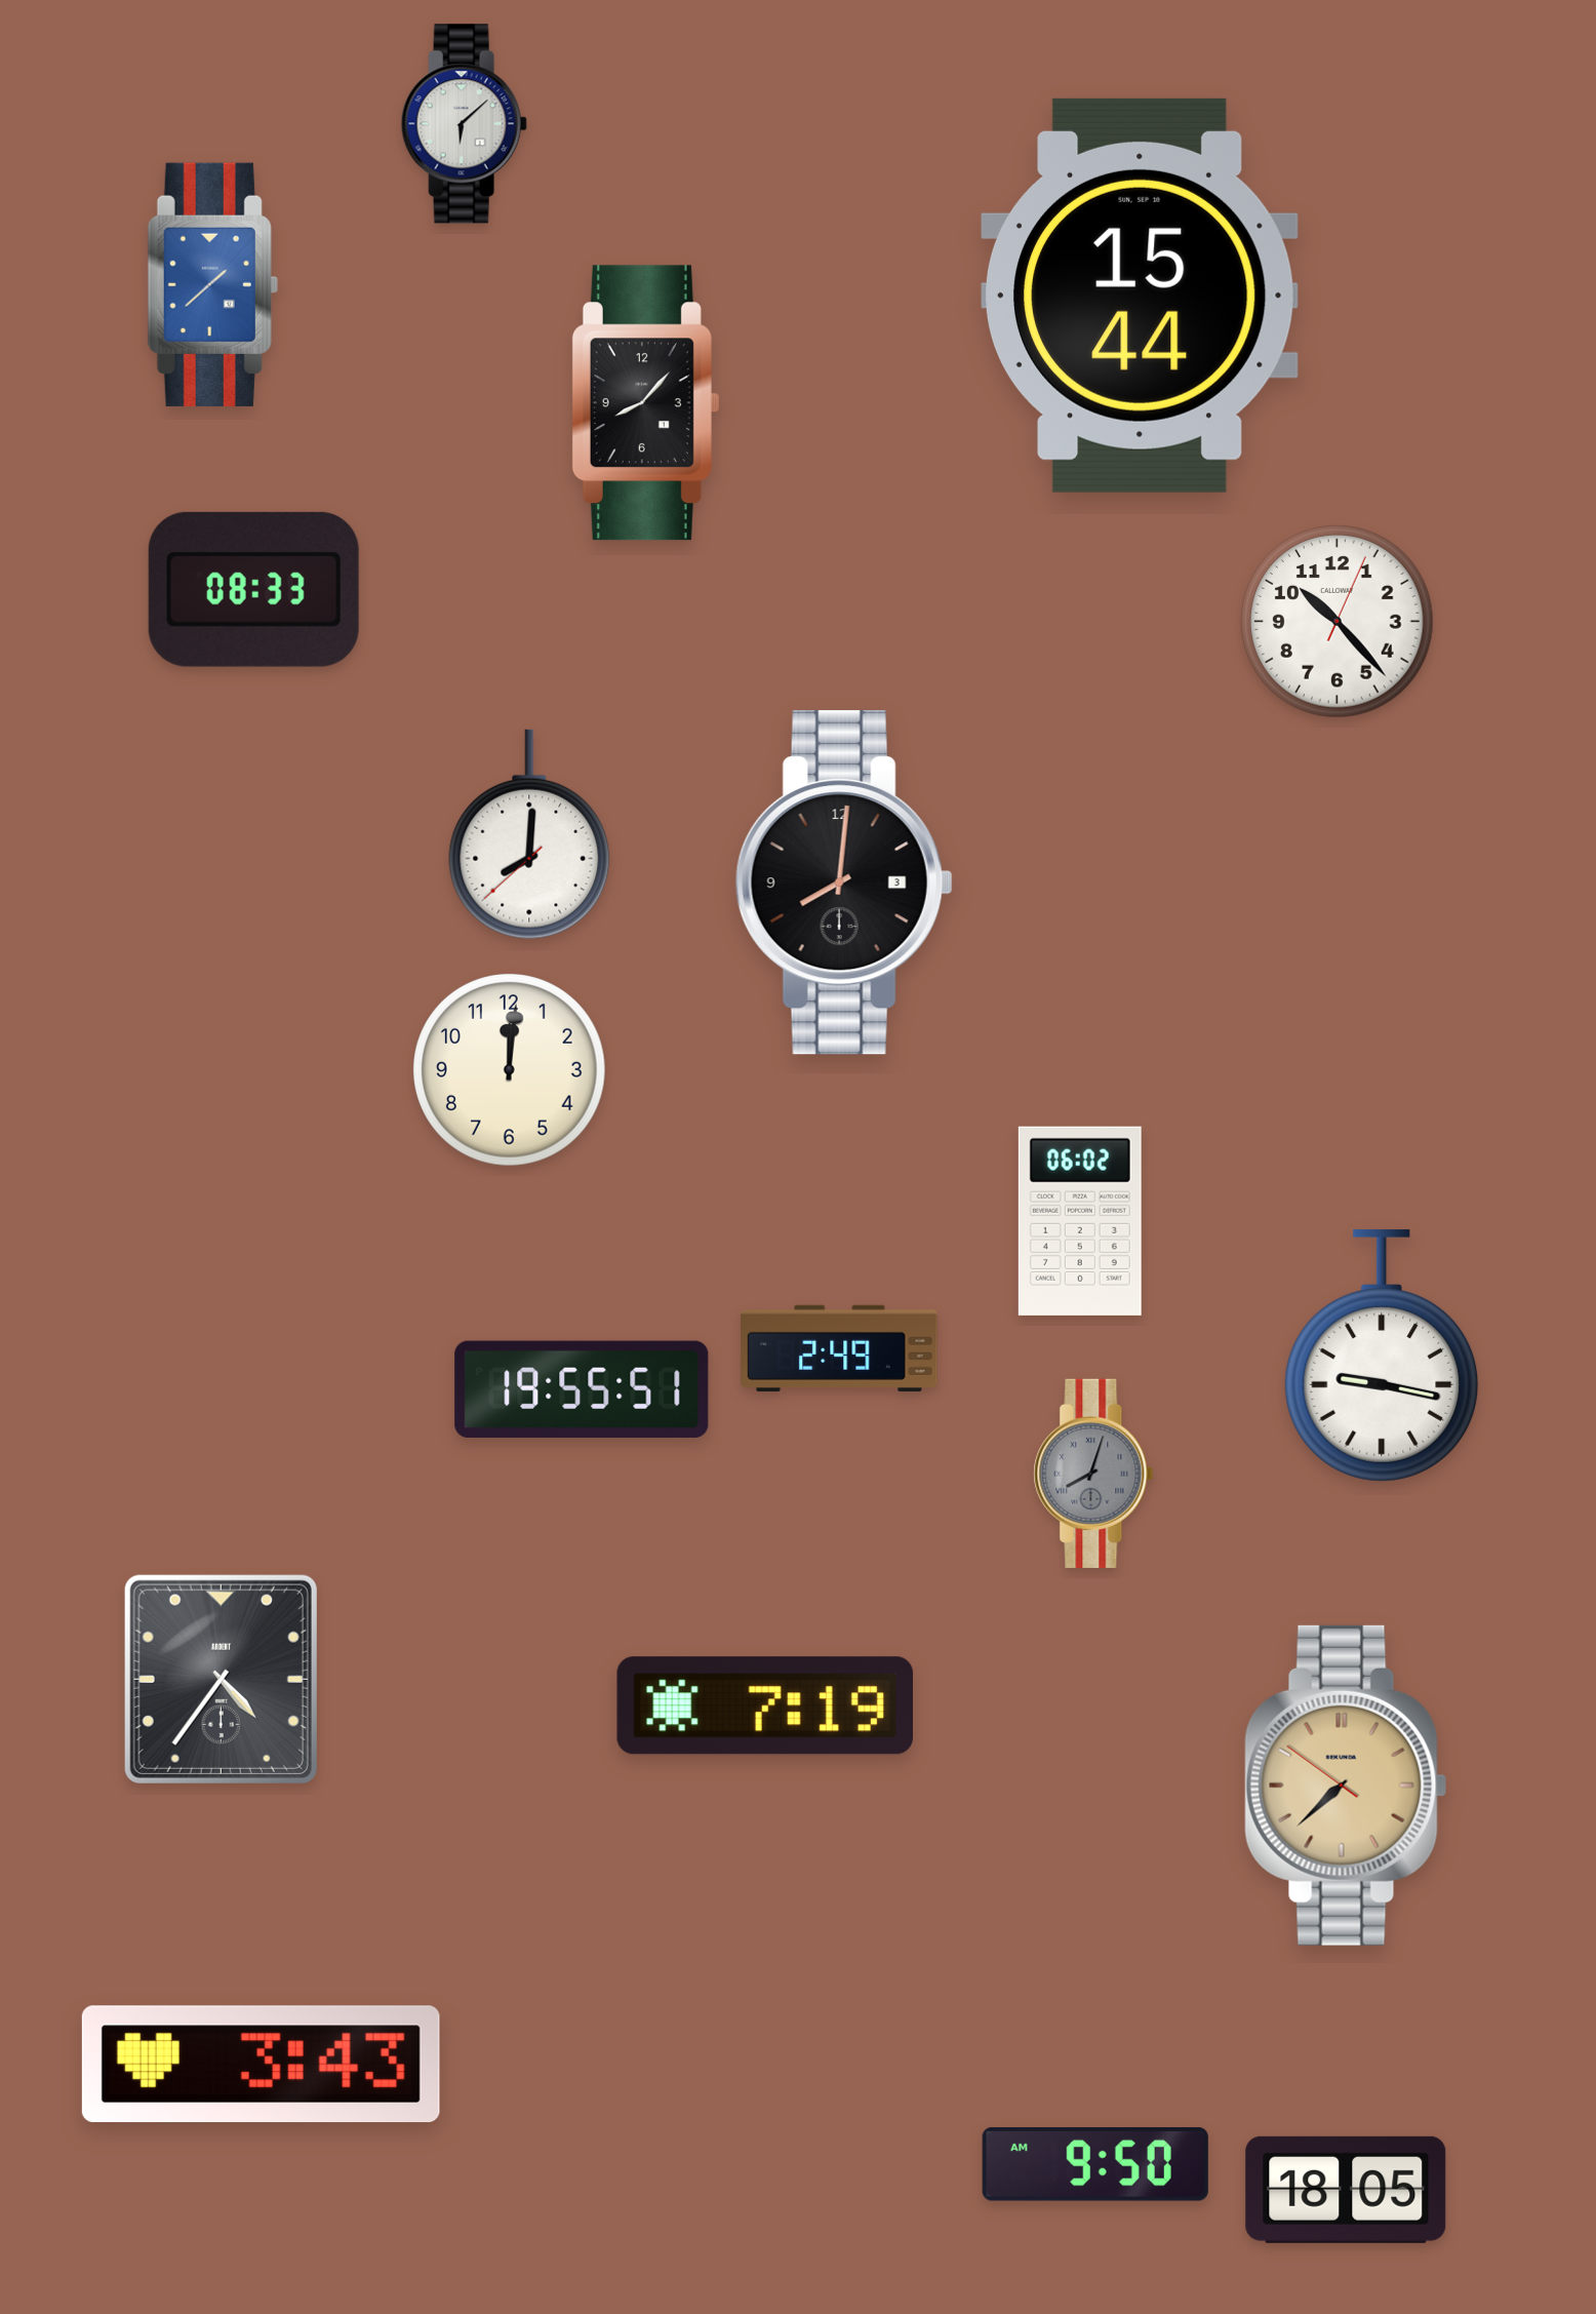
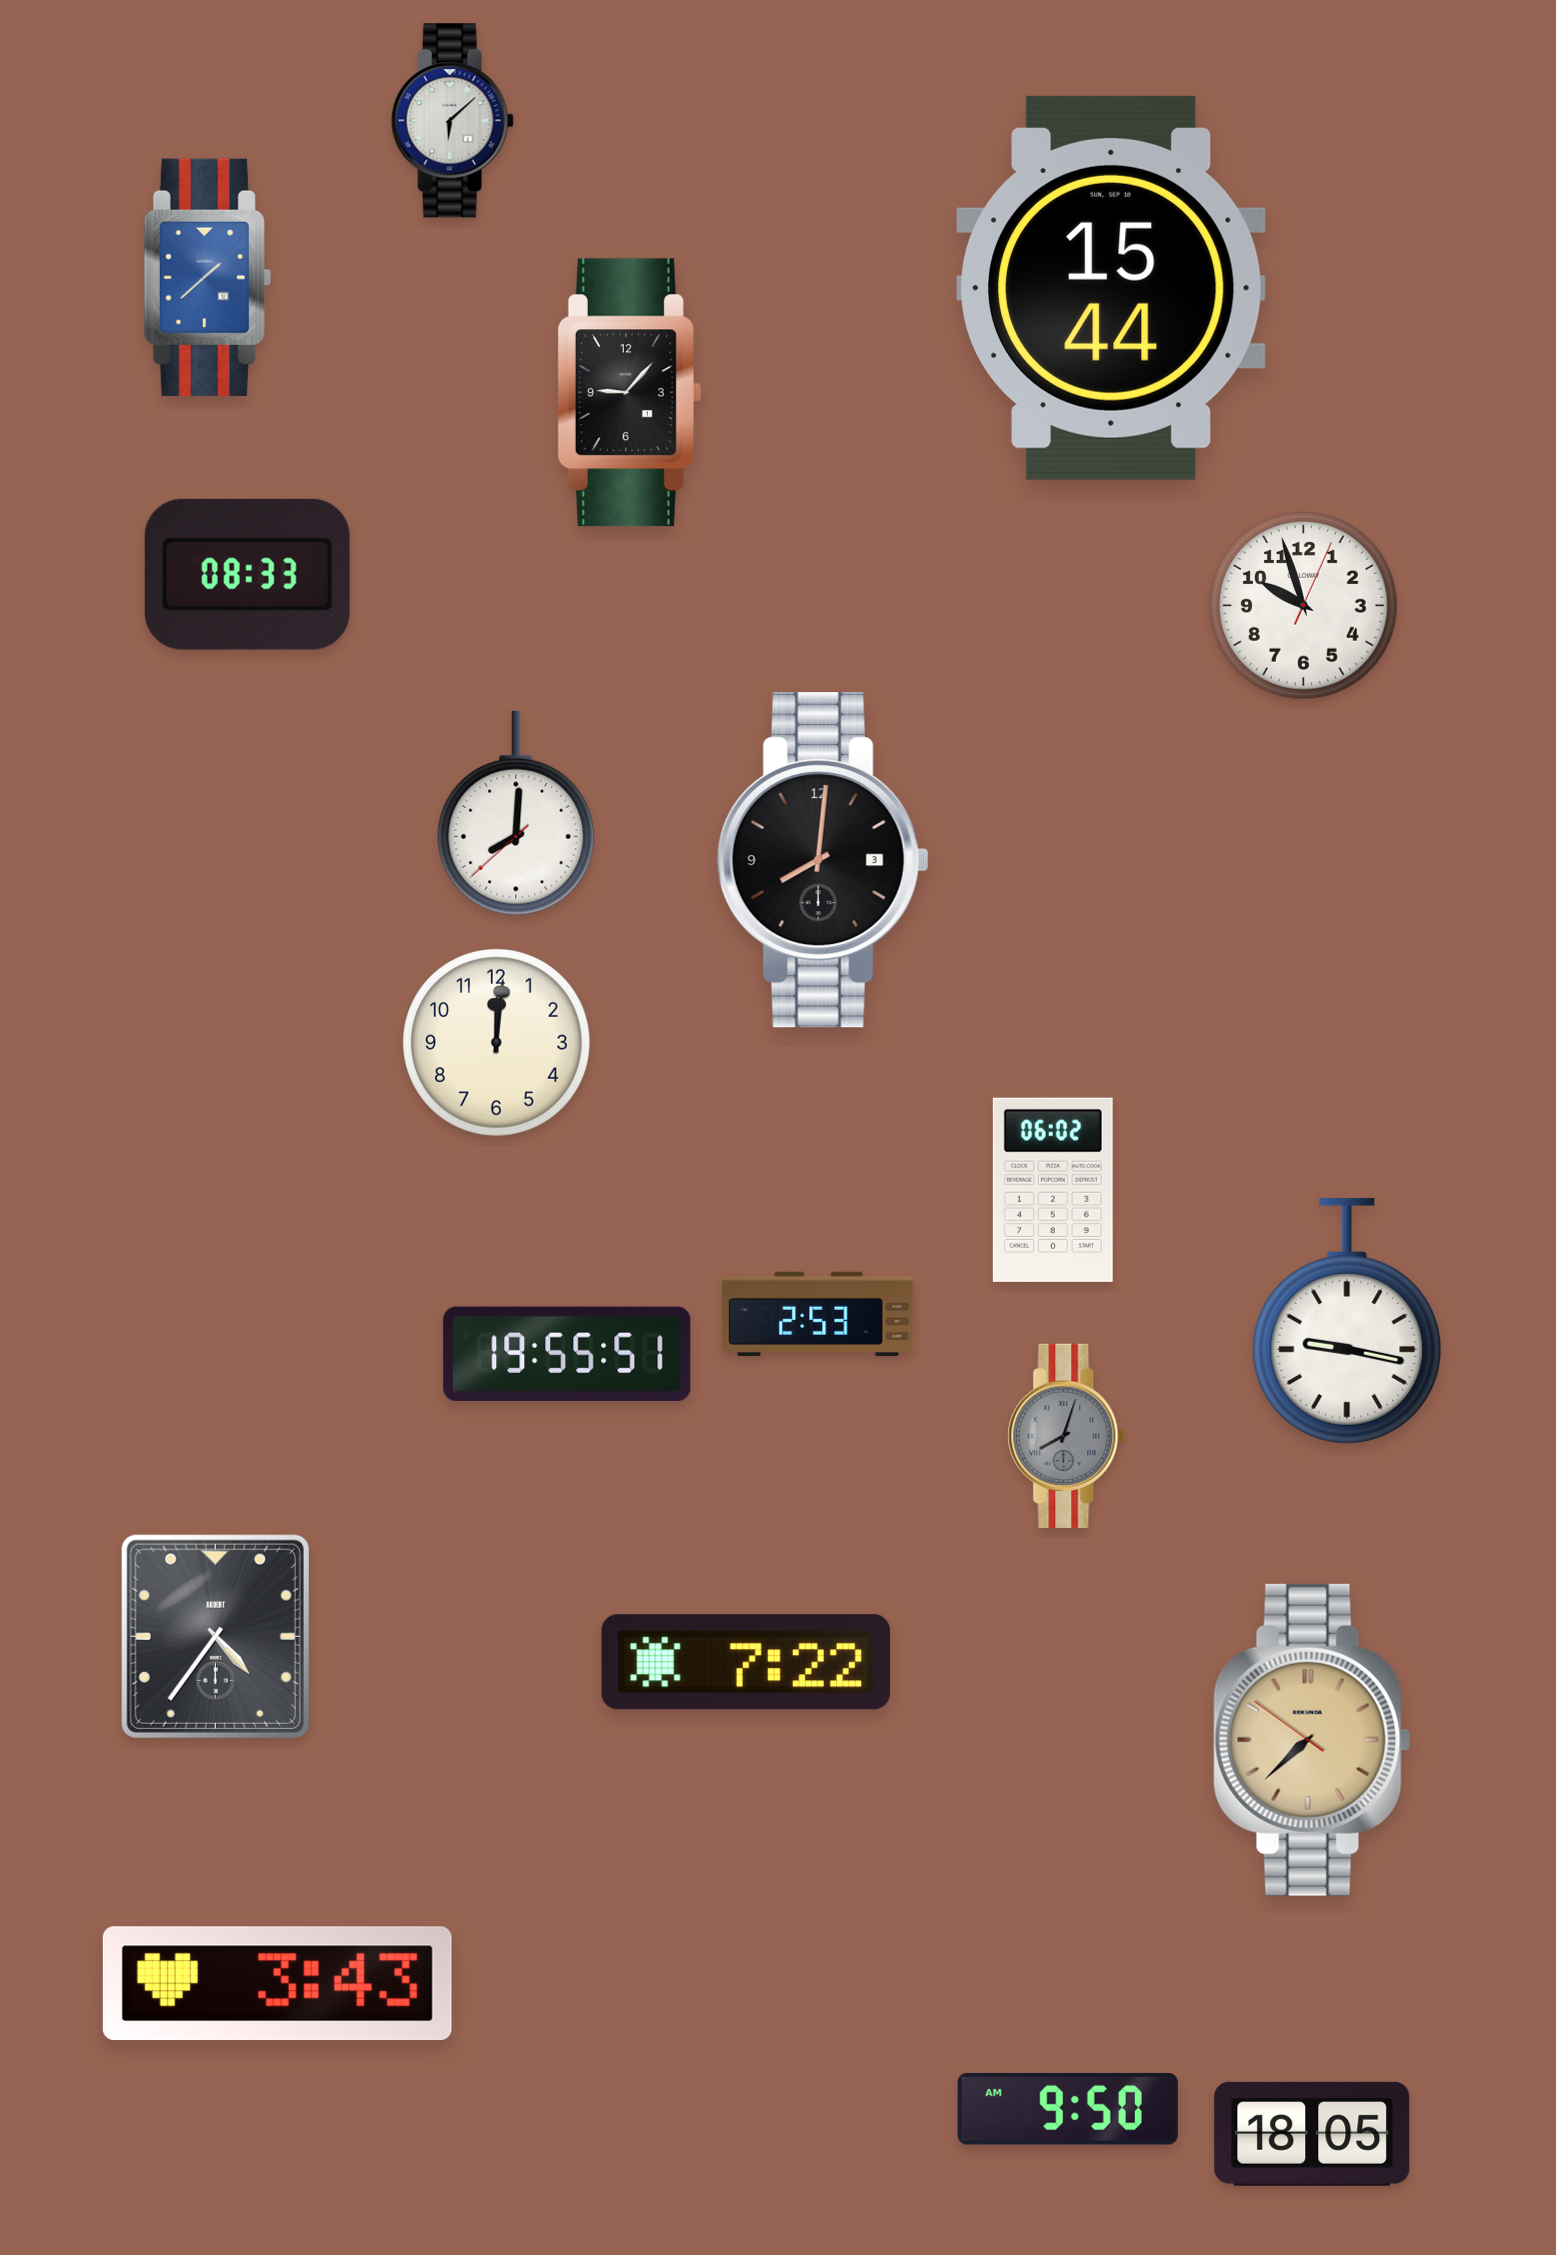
clock at (645, 403): 8:07 -> 9:07
clock at (1338, 622): 10:23 -> 9:57
clock at (839, 1348): 2:49 -> 2:53
clock at (765, 1705): 7:19 -> 7:22
clock at (261, 2065) position: (261, 2065) -> (277, 1984)
